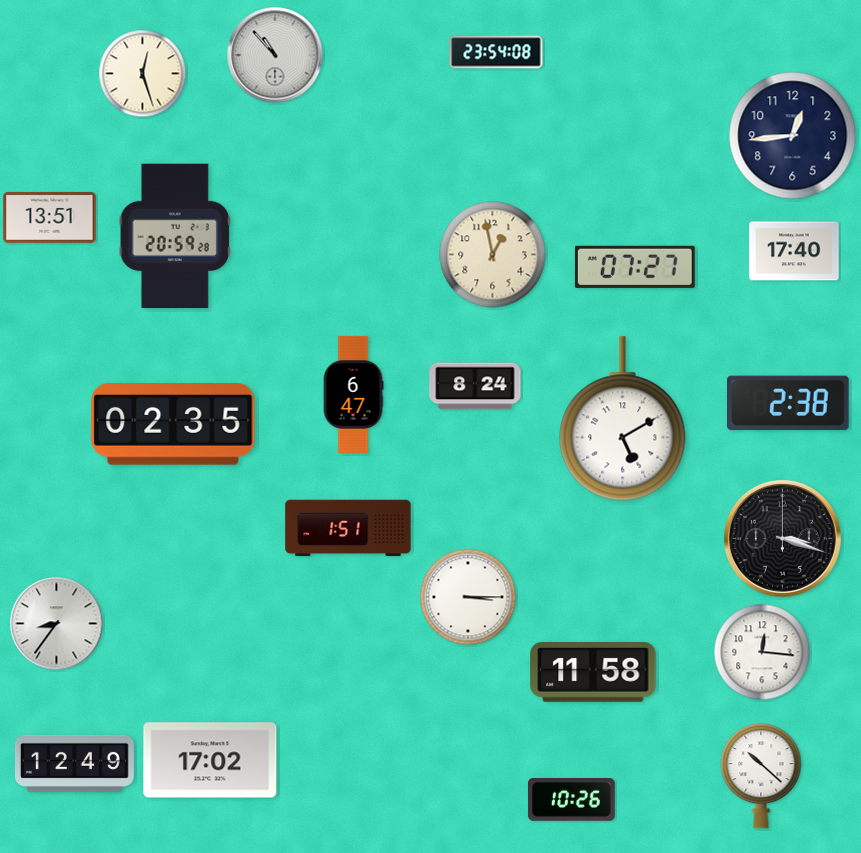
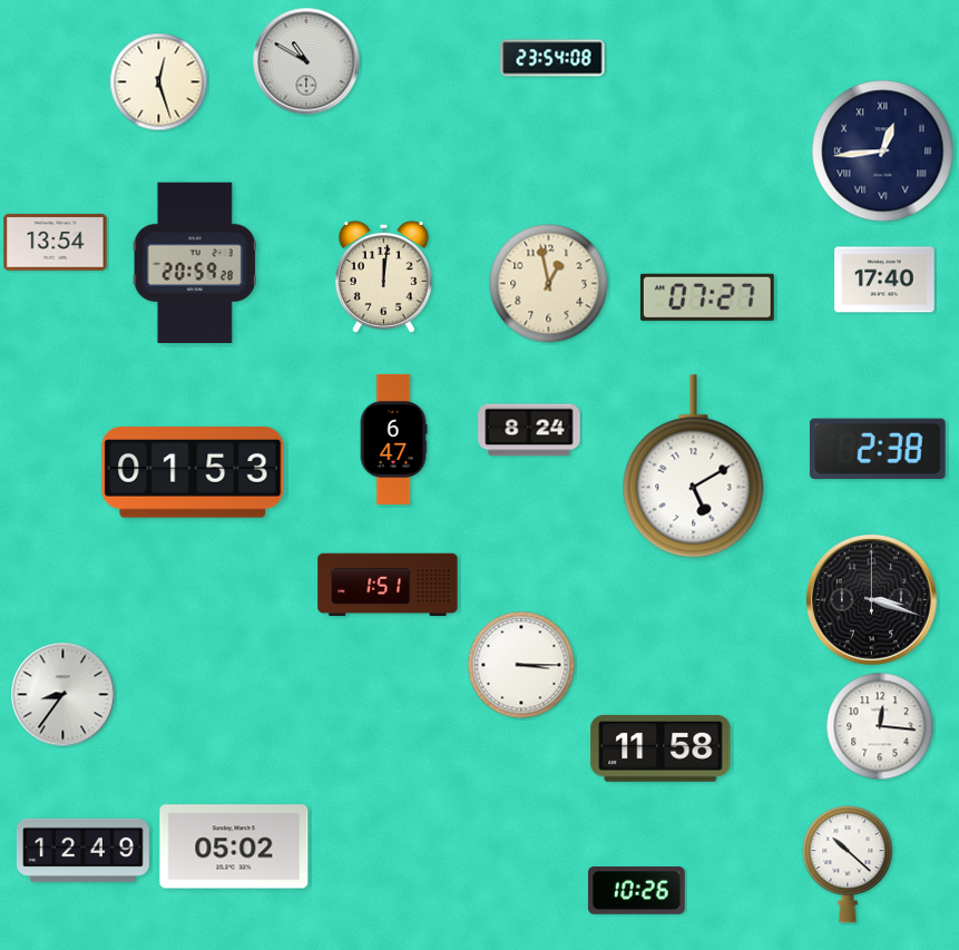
clock at (275, 55): 10:53 -> 10:50
clock at (793, 136) numerals: Arabic -> Roman
clock at (50, 217): 13:51 -> 13:54
clock at (383, 276): none -> 12:01
clock at (173, 424): 02:35 -> 01:53
clock at (348, 528) position: (348, 528) -> (388, 585)
clock at (762, 652) position: (762, 652) -> (880, 726)
clock at (210, 760): 17:02 -> 05:02
